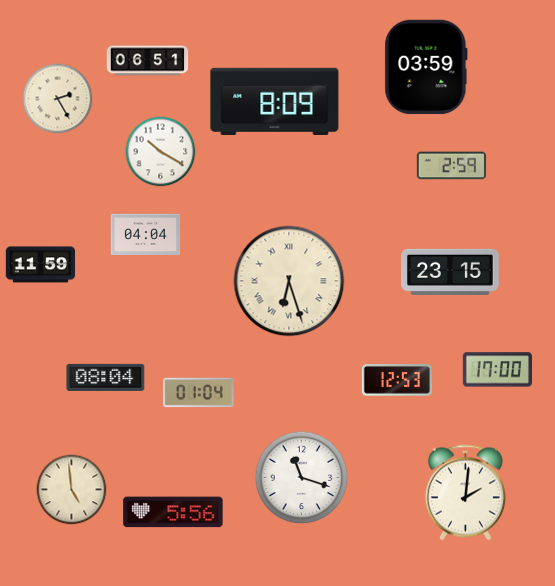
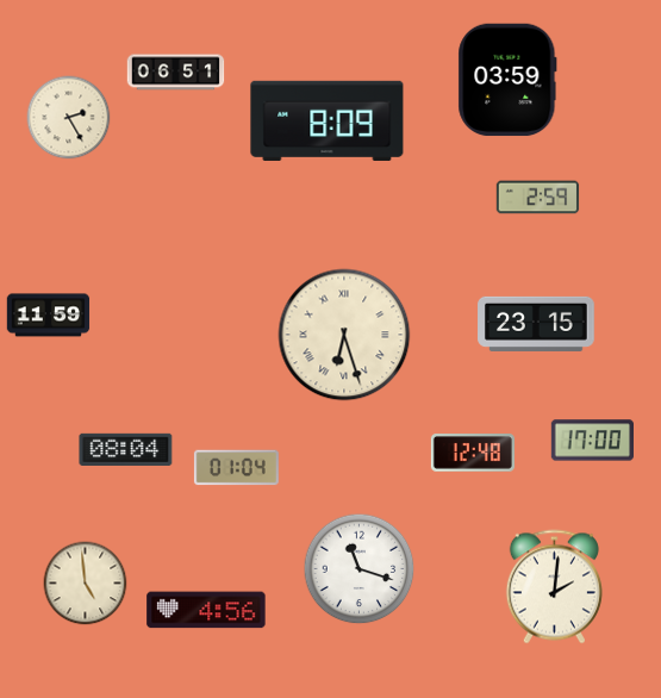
clock at (161, 152): 10:20 -> none
clock at (146, 234): 04:04 -> none
clock at (397, 380): 12:53 -> 12:48
clock at (173, 512): 5:56 -> 4:56
